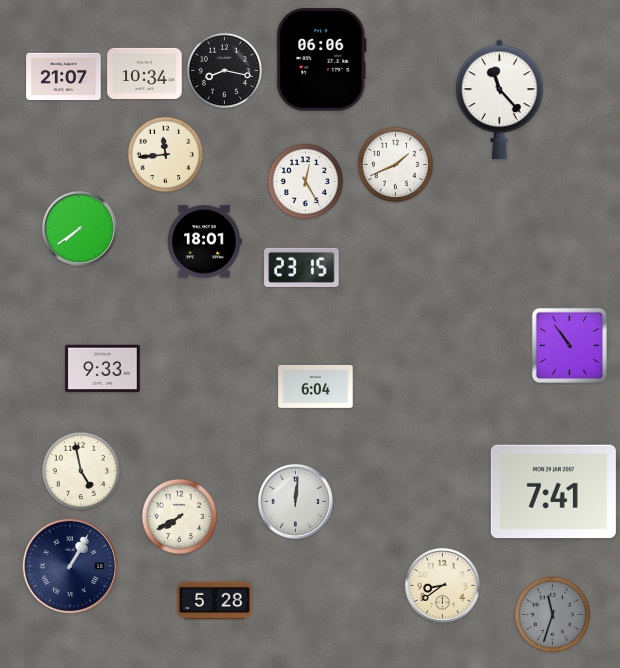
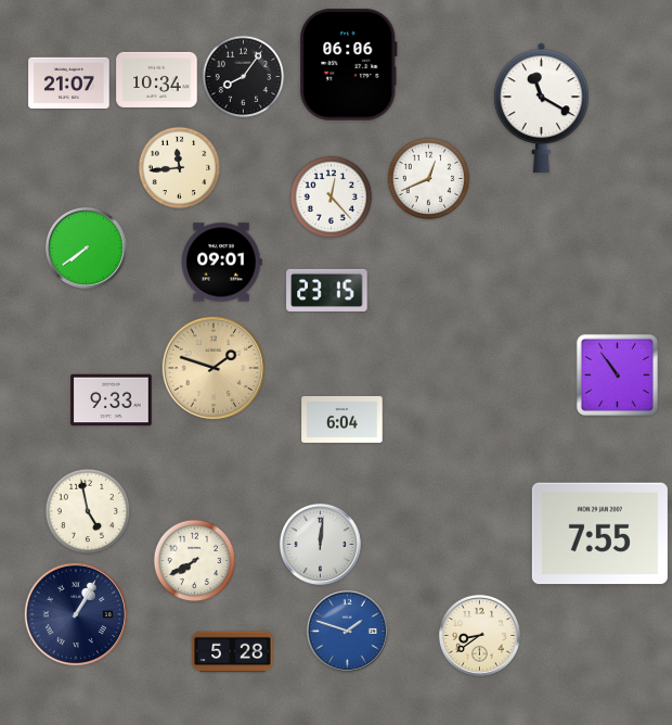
clock at (225, 71): 8:17 -> 8:06
clock at (499, 100): 11:23 -> 11:20
clock at (396, 165): 1:41 -> 12:41
clock at (306, 182): 12:25 -> 12:23
clock at (205, 242): 18:01 -> 09:01
clock at (212, 367): none -> 1:48
clock at (553, 492): 7:41 -> 7:55
clock at (347, 631): none -> 1:48
clock at (553, 615): 11:33 -> none
